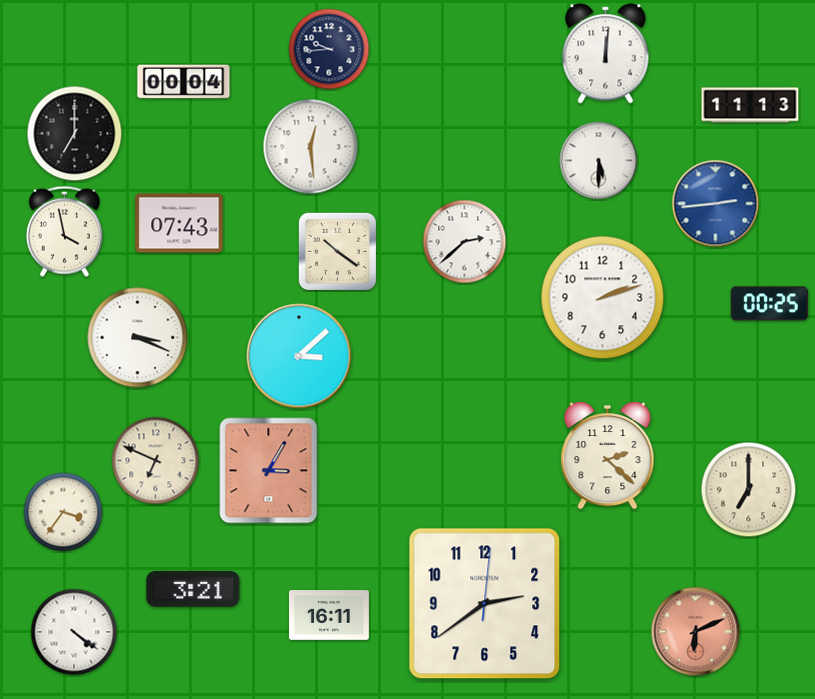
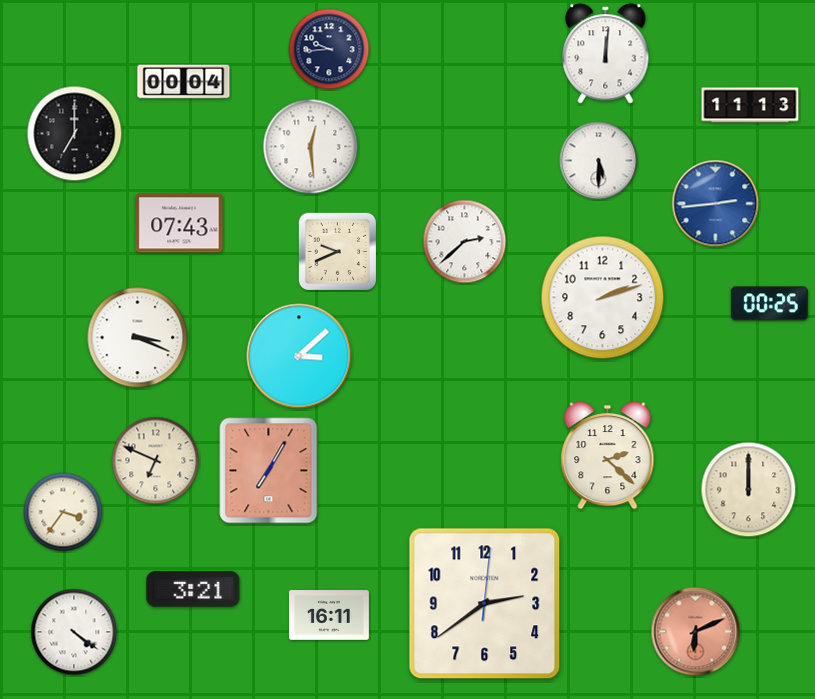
clock at (64, 231): 3:58 -> none
clock at (337, 251): 10:21 -> 9:41
clock at (269, 471): 3:05 -> 7:05
clock at (749, 490): 7:00 -> 12:00
